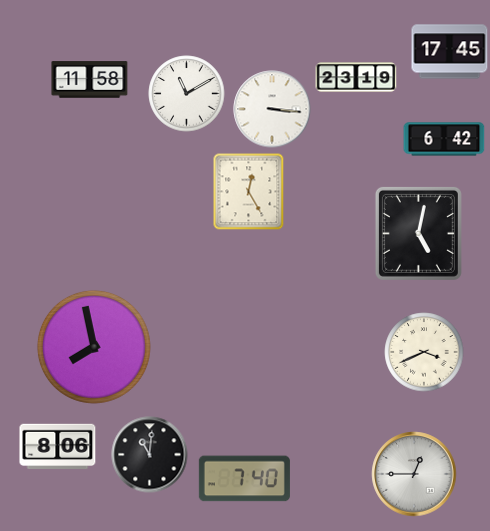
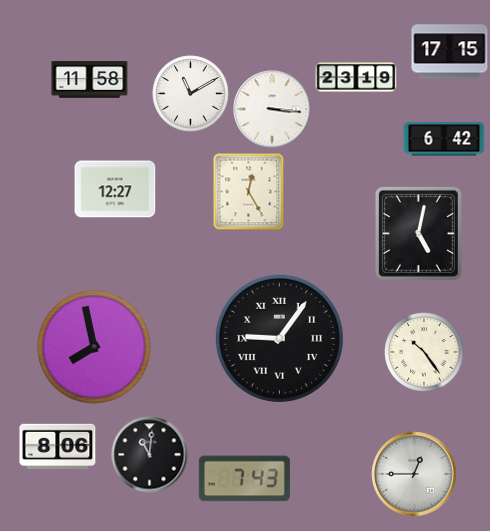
clock at (450, 52): 17:45 -> 17:15
clock at (187, 94) position: (187, 94) -> (191, 94)
clock at (115, 189): none -> 12:27
clock at (279, 338): none -> 9:06
clock at (424, 352): 3:41 -> 10:24
clock at (244, 479): 7:40 -> 7:43
